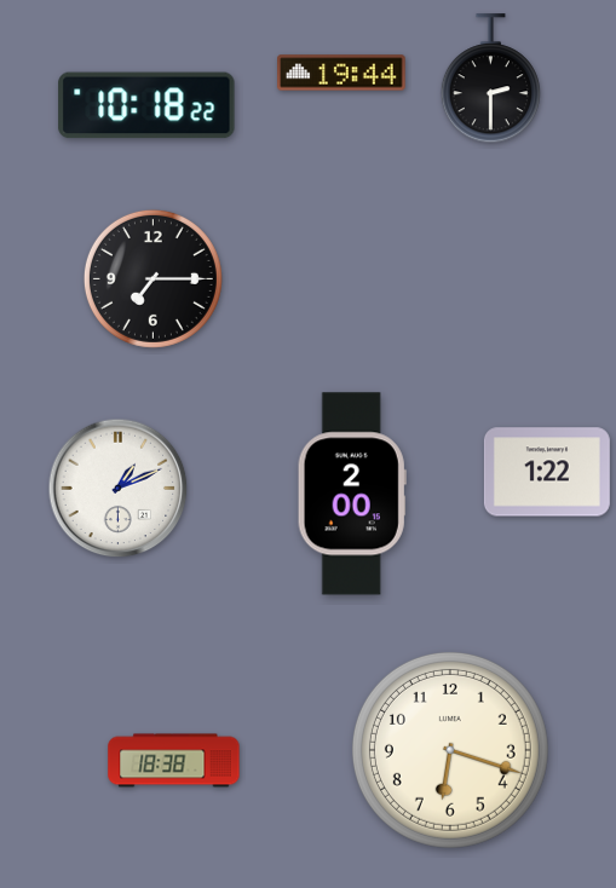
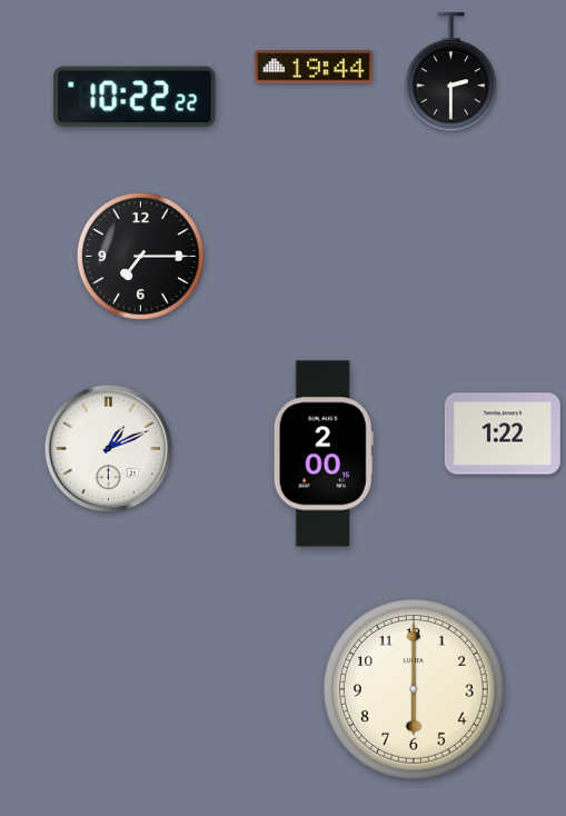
clock at (146, 105): 10:18 -> 10:22
clock at (450, 750): 6:18 -> 6:00
clock at (174, 761): 18:38 -> none
